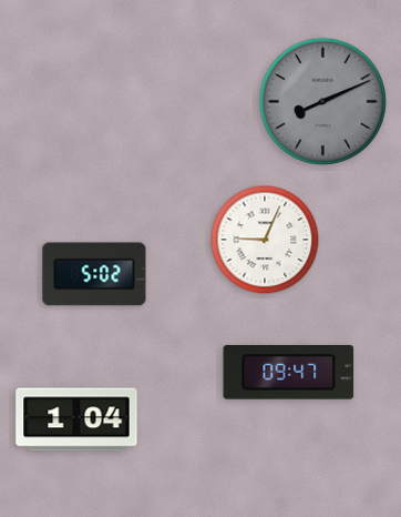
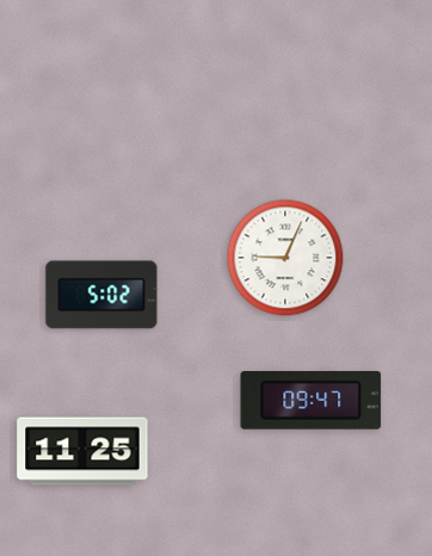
clock at (322, 101): 8:11 -> none
clock at (76, 419): 1:04 -> 11:25
